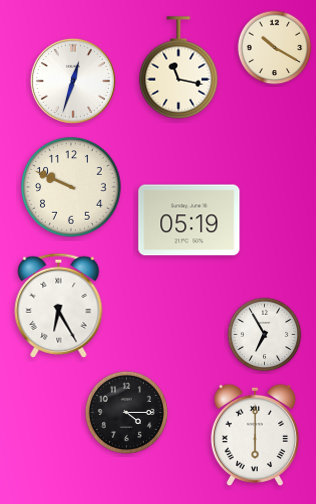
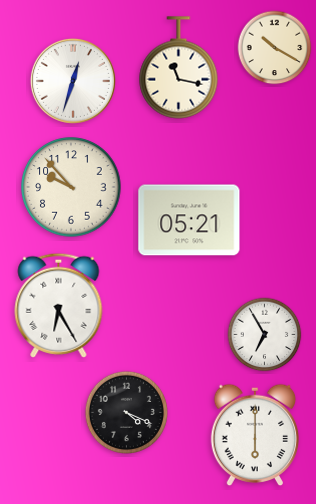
clock at (71, 187): 9:49 -> 9:53
clock at (189, 220): 05:19 -> 05:21
clock at (126, 412): 4:15 -> 4:19
